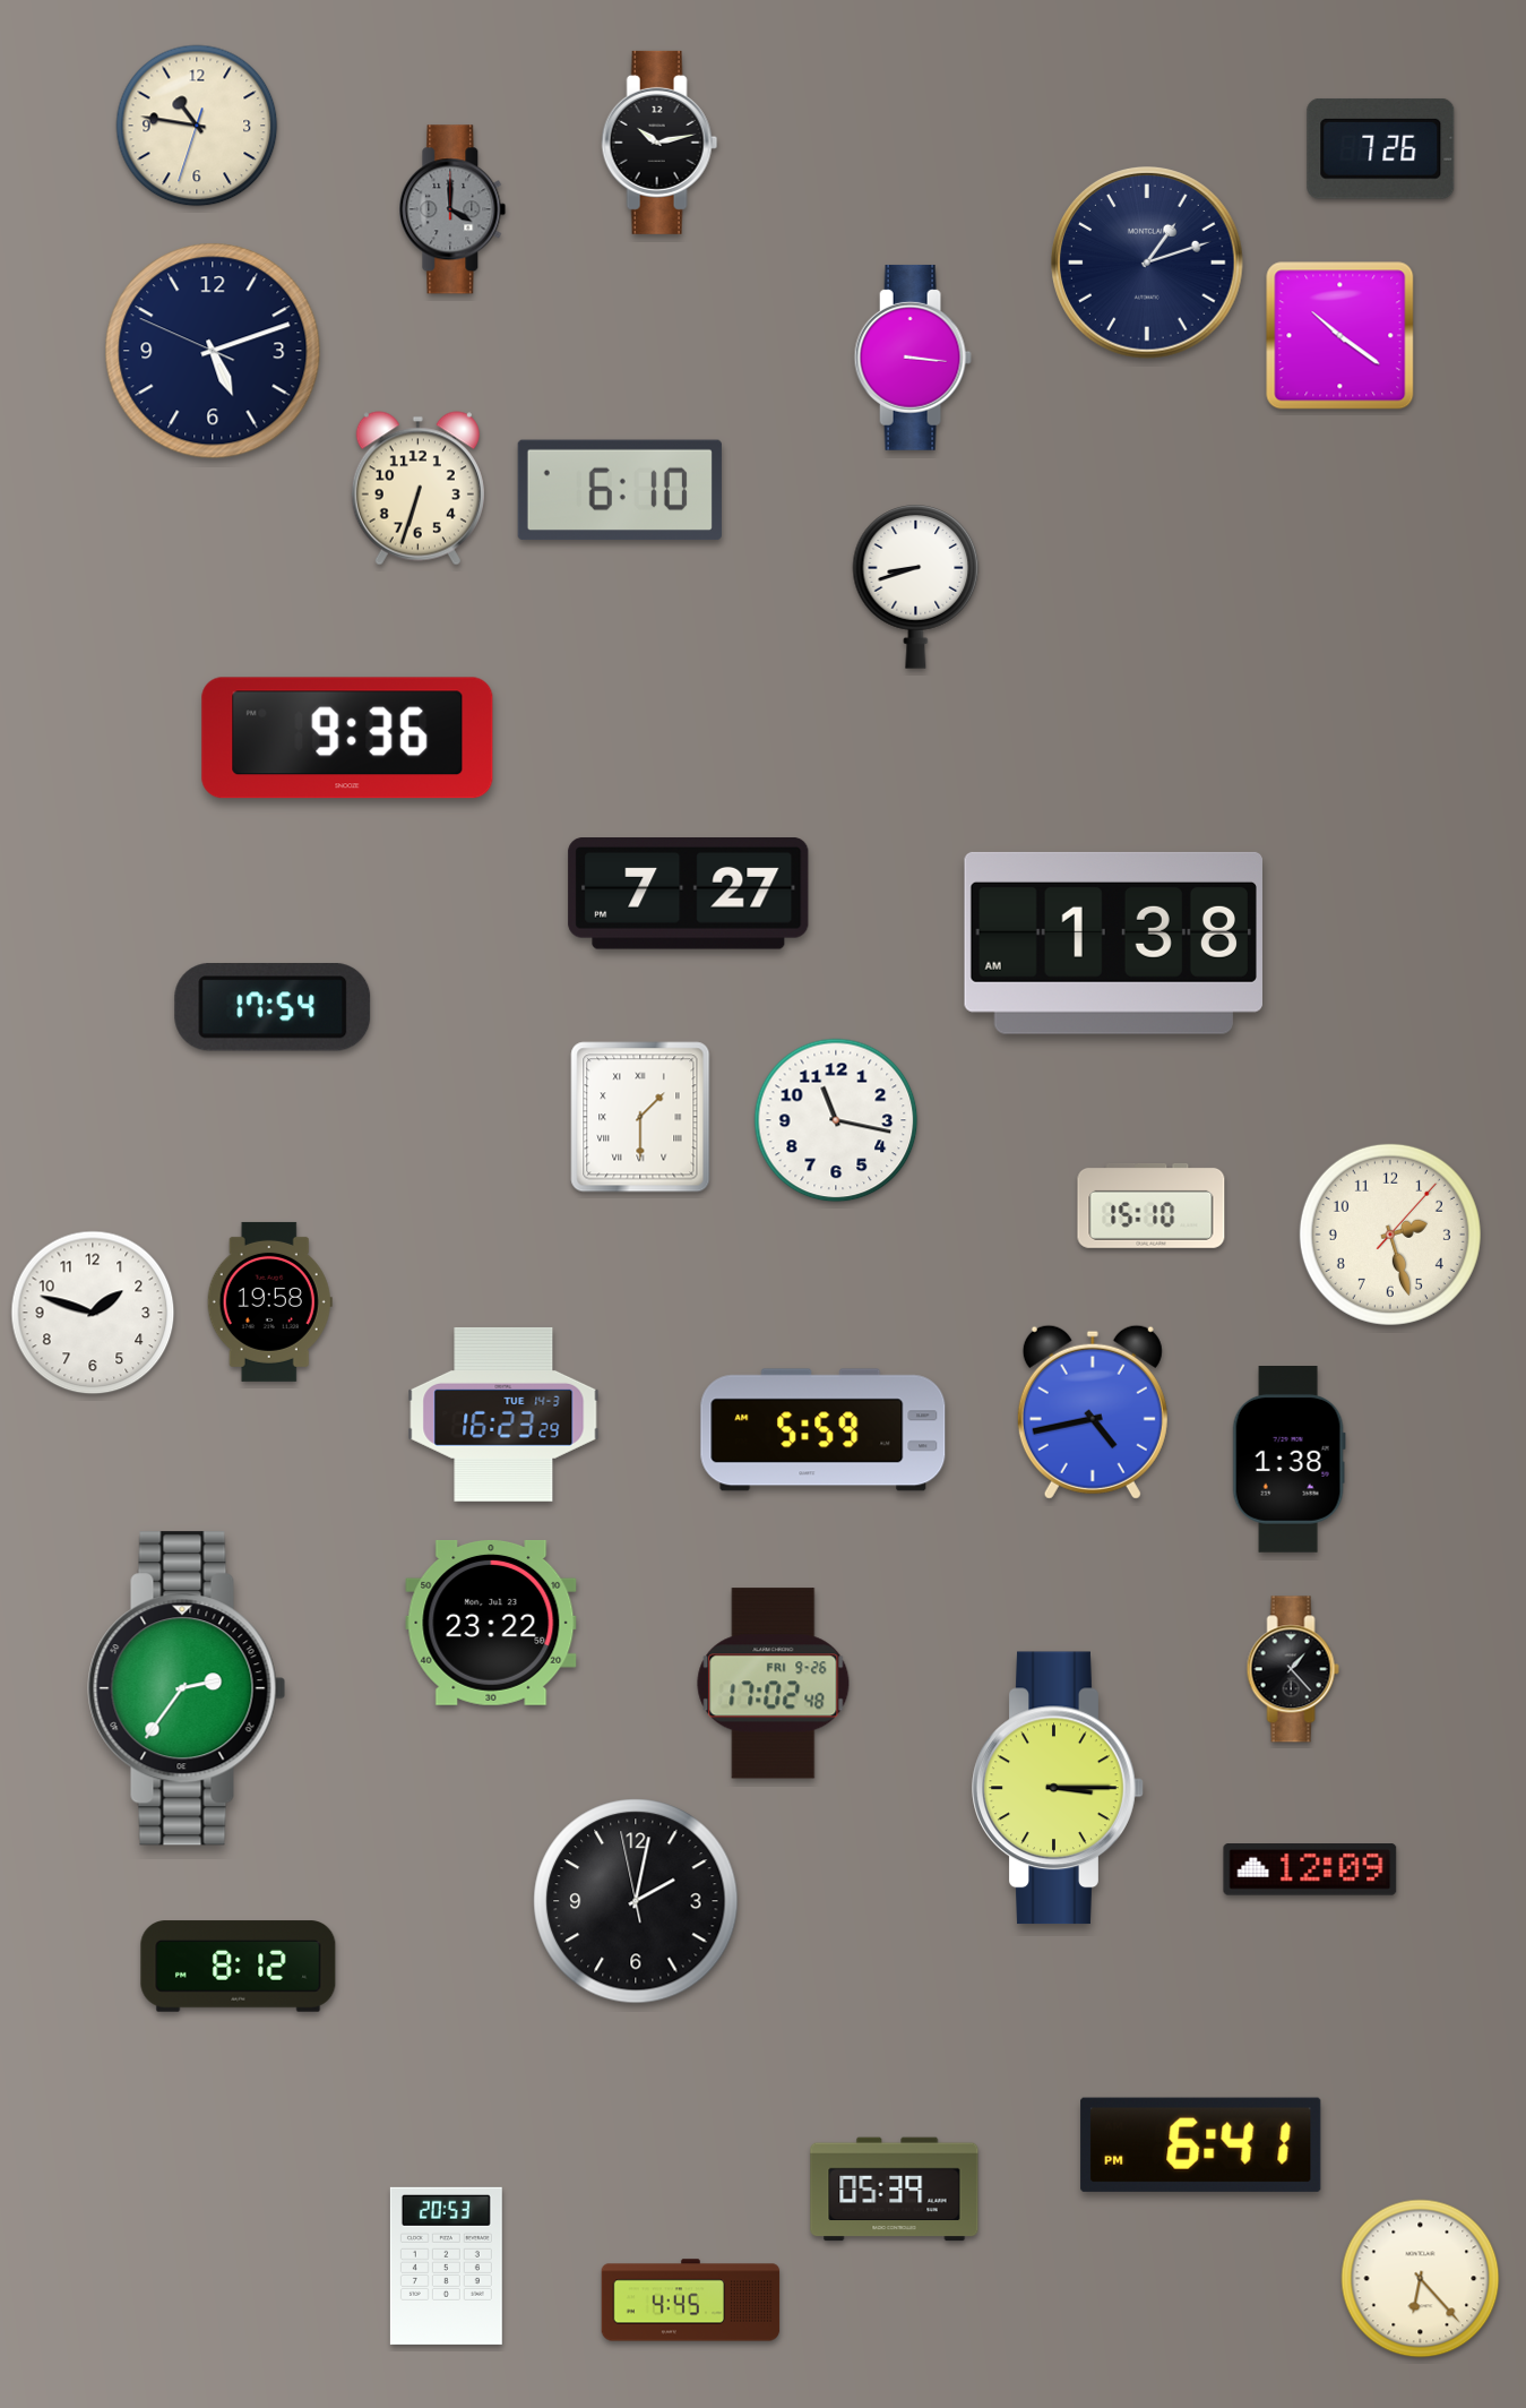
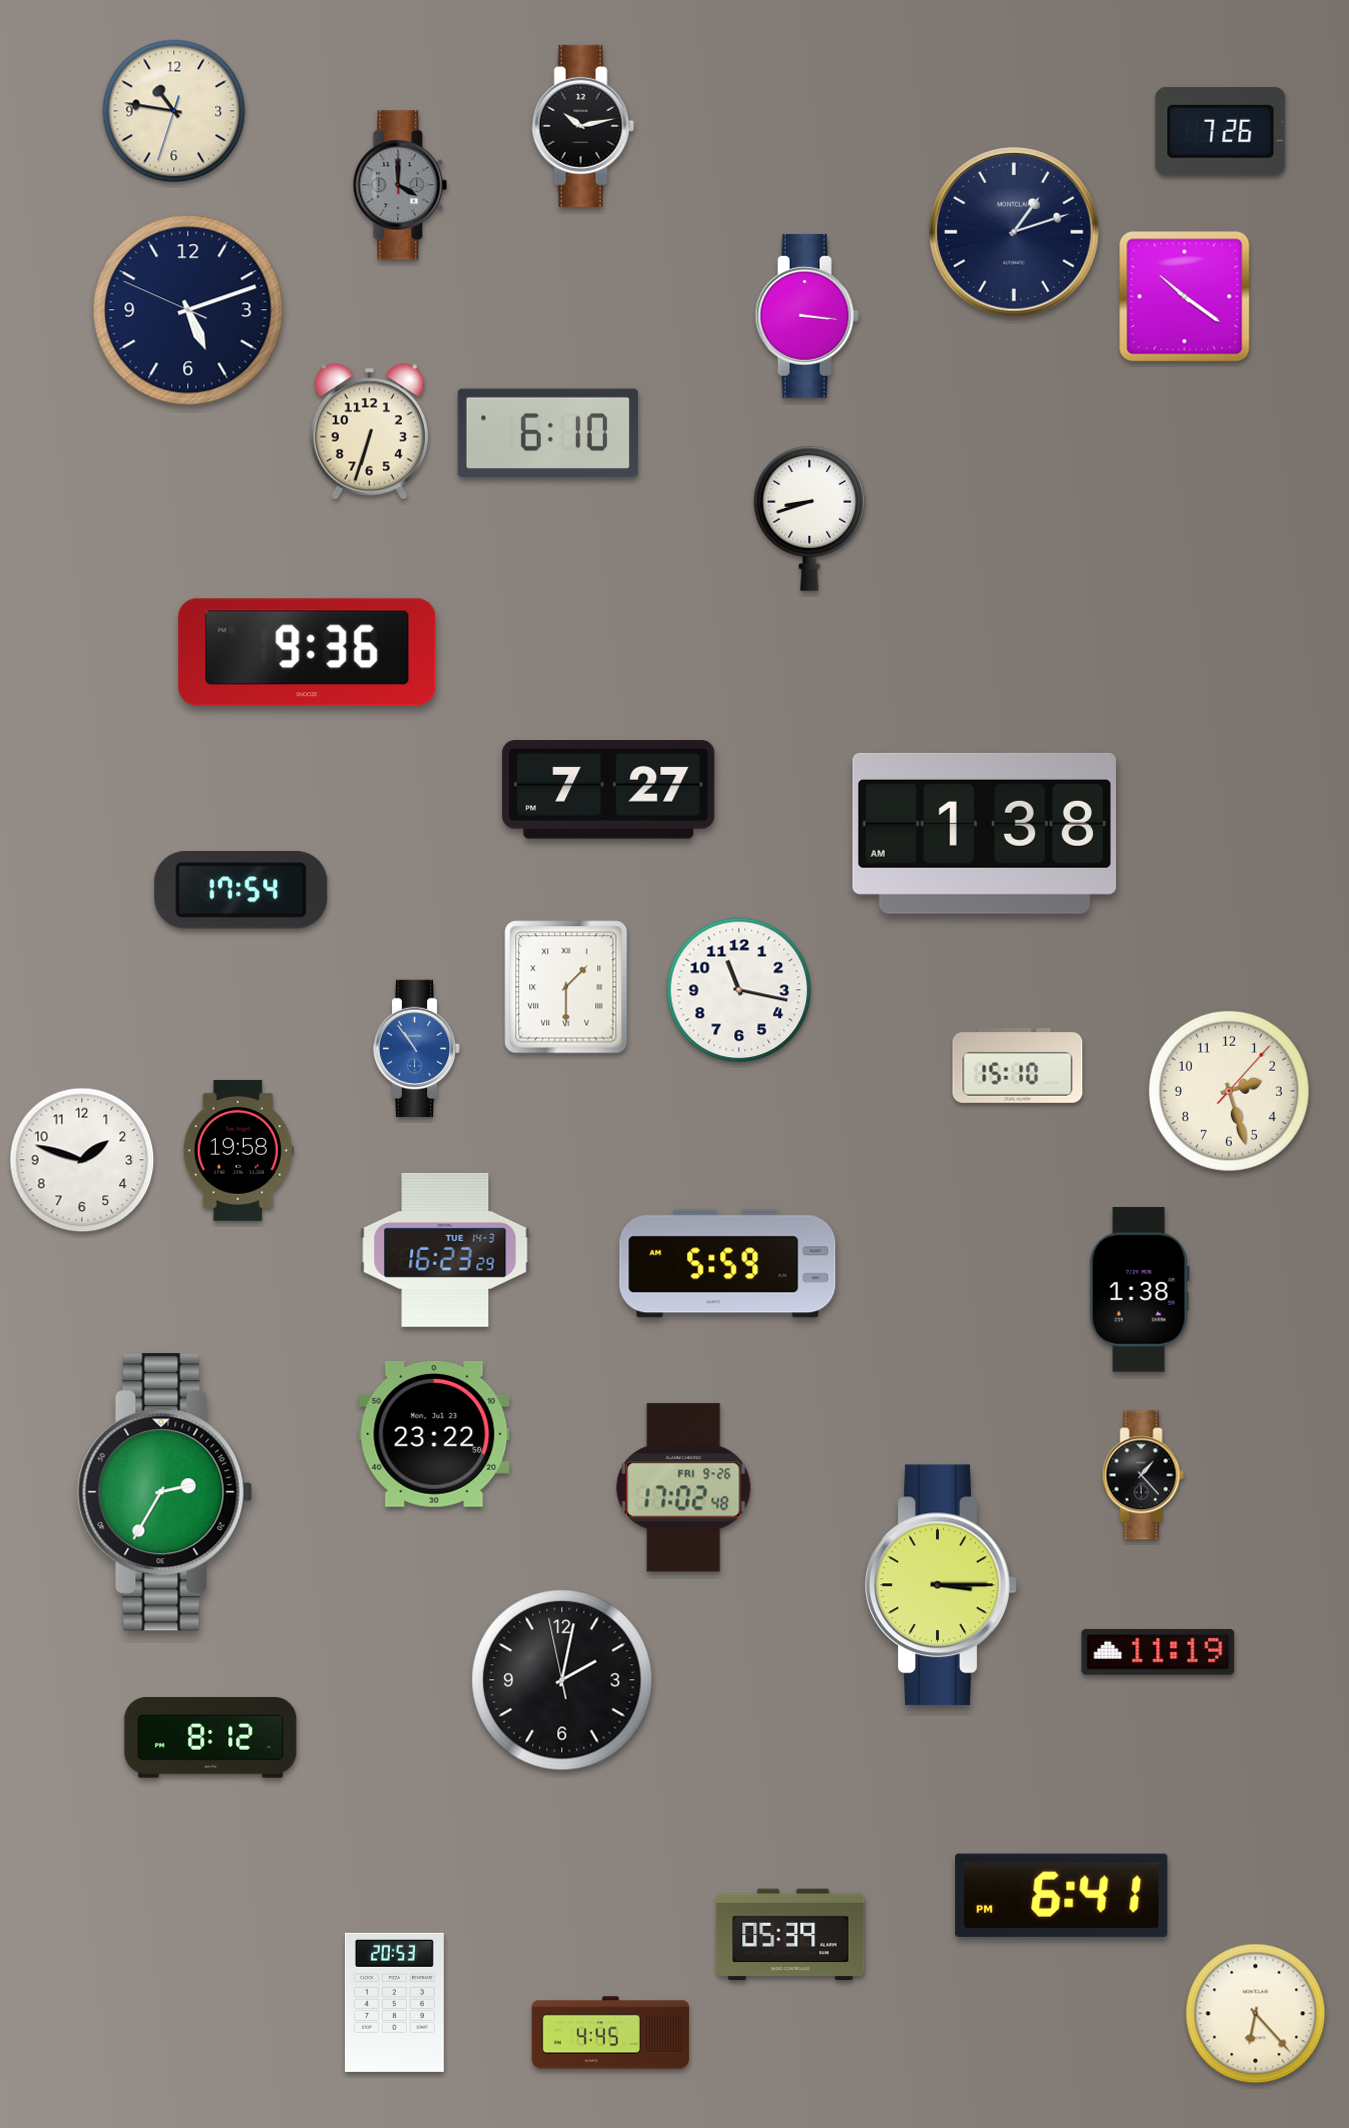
clock at (417, 1048): none -> 10:54
clock at (1093, 1412): 4:43 -> none
clock at (187, 1688): 2:36 -> 2:35
clock at (1058, 1788) position: (1058, 1788) -> (941, 1585)
clock at (1310, 1870): 12:09 -> 11:19
